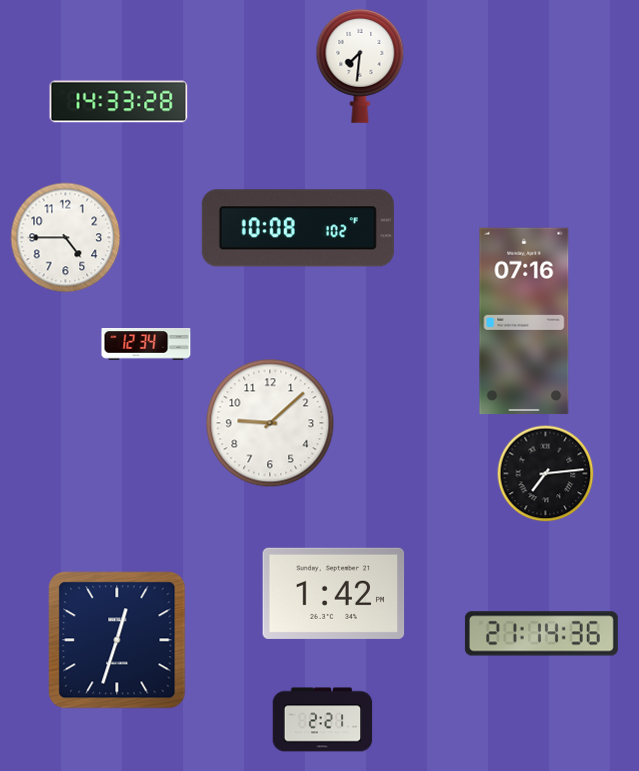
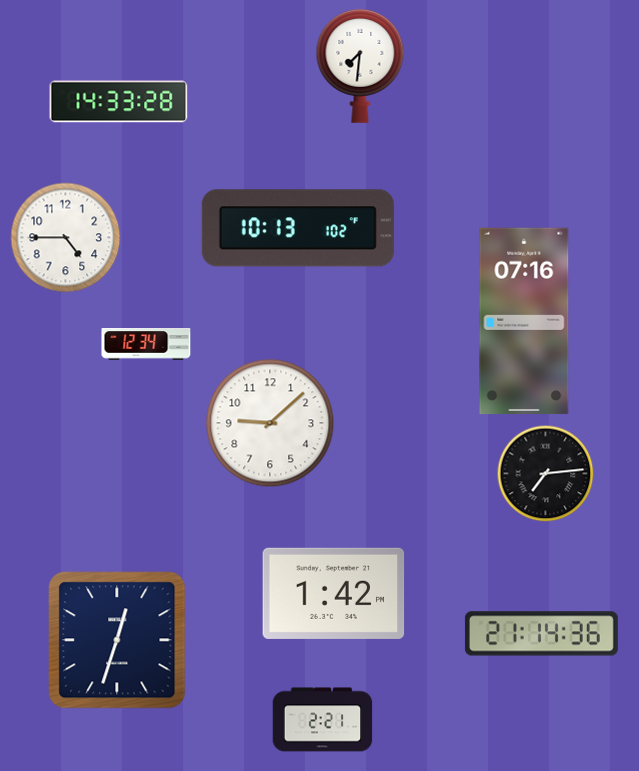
clock at (298, 228): 10:08 -> 10:13
